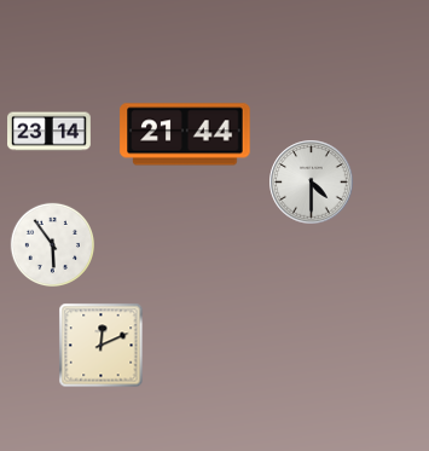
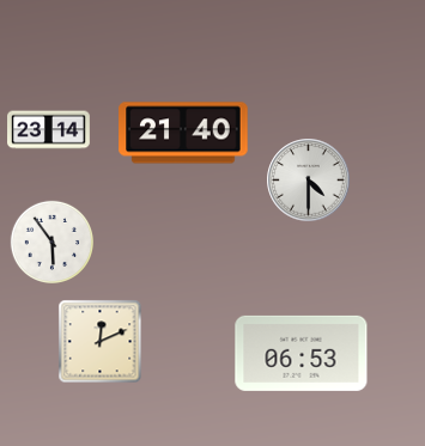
clock at (185, 134): 21:44 -> 21:40
clock at (302, 353): none -> 06:53
